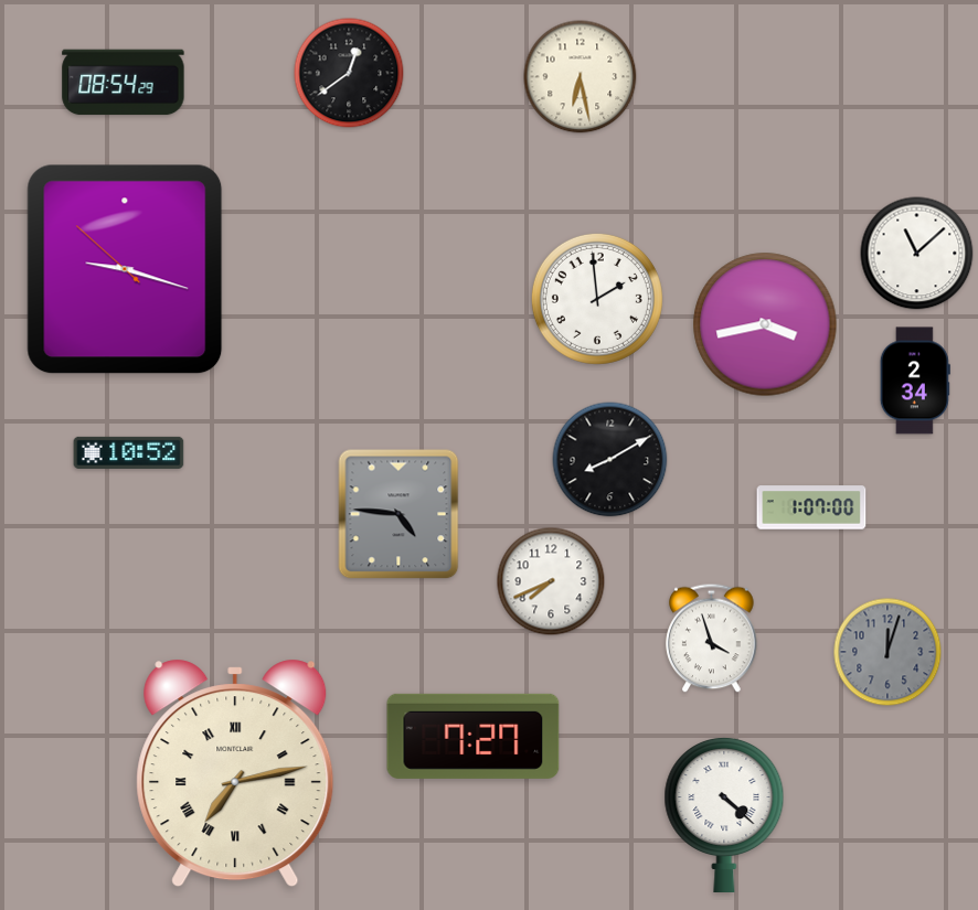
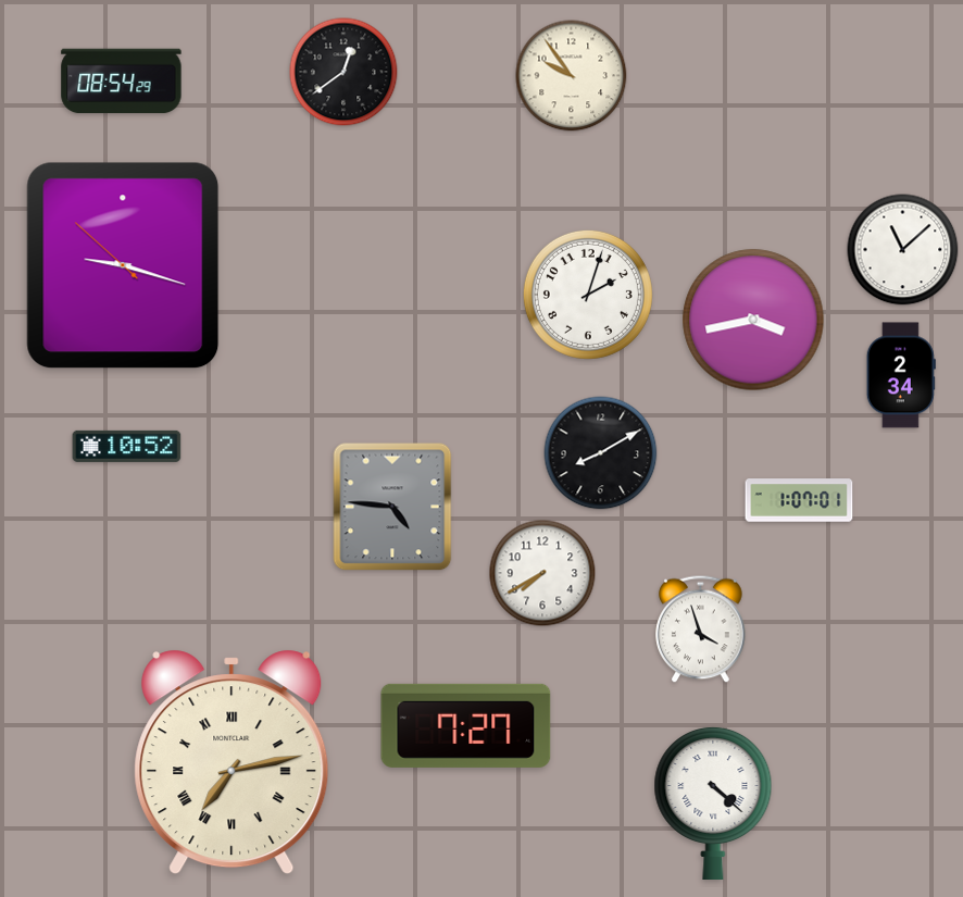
clock at (581, 77): 6:28 -> 9:54
clock at (597, 299): 1:59 -> 2:03
clock at (811, 507): 1:07:00 -> 1:07:01
clock at (551, 581): 7:41 -> 7:40
clock at (887, 652): 12:03 -> none
